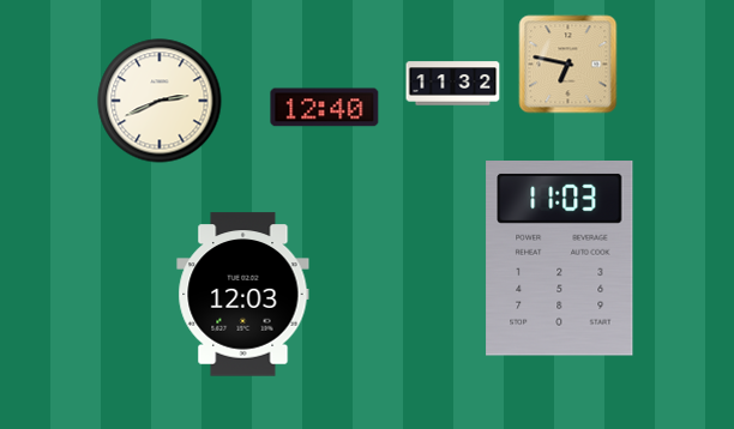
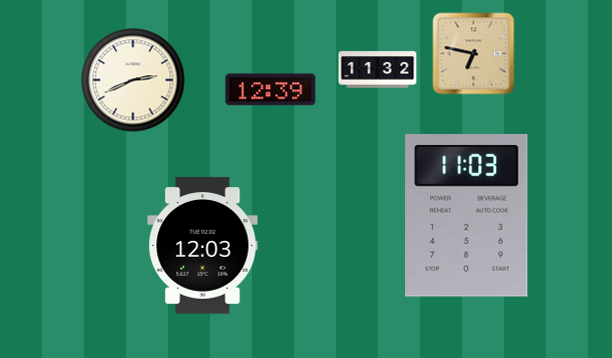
clock at (160, 101) position: (160, 101) -> (133, 80)
clock at (325, 108): 12:40 -> 12:39
